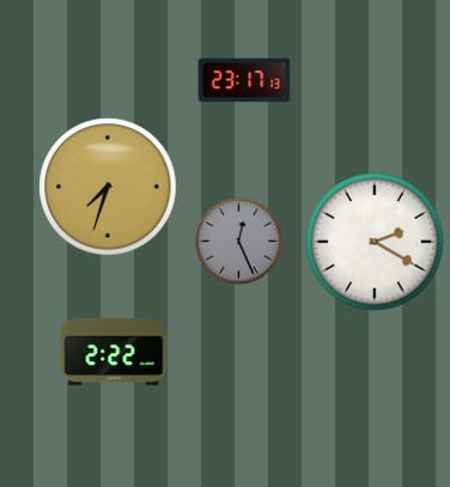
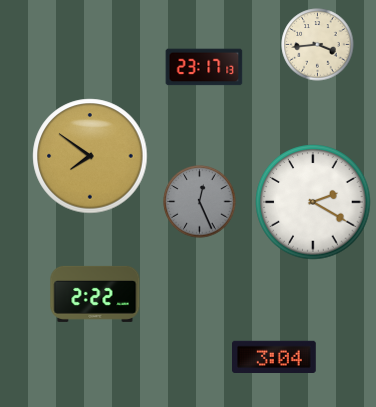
clock at (318, 45): none -> 3:44
clock at (108, 187): 7:33 -> 7:51
clock at (275, 356): none -> 3:04
